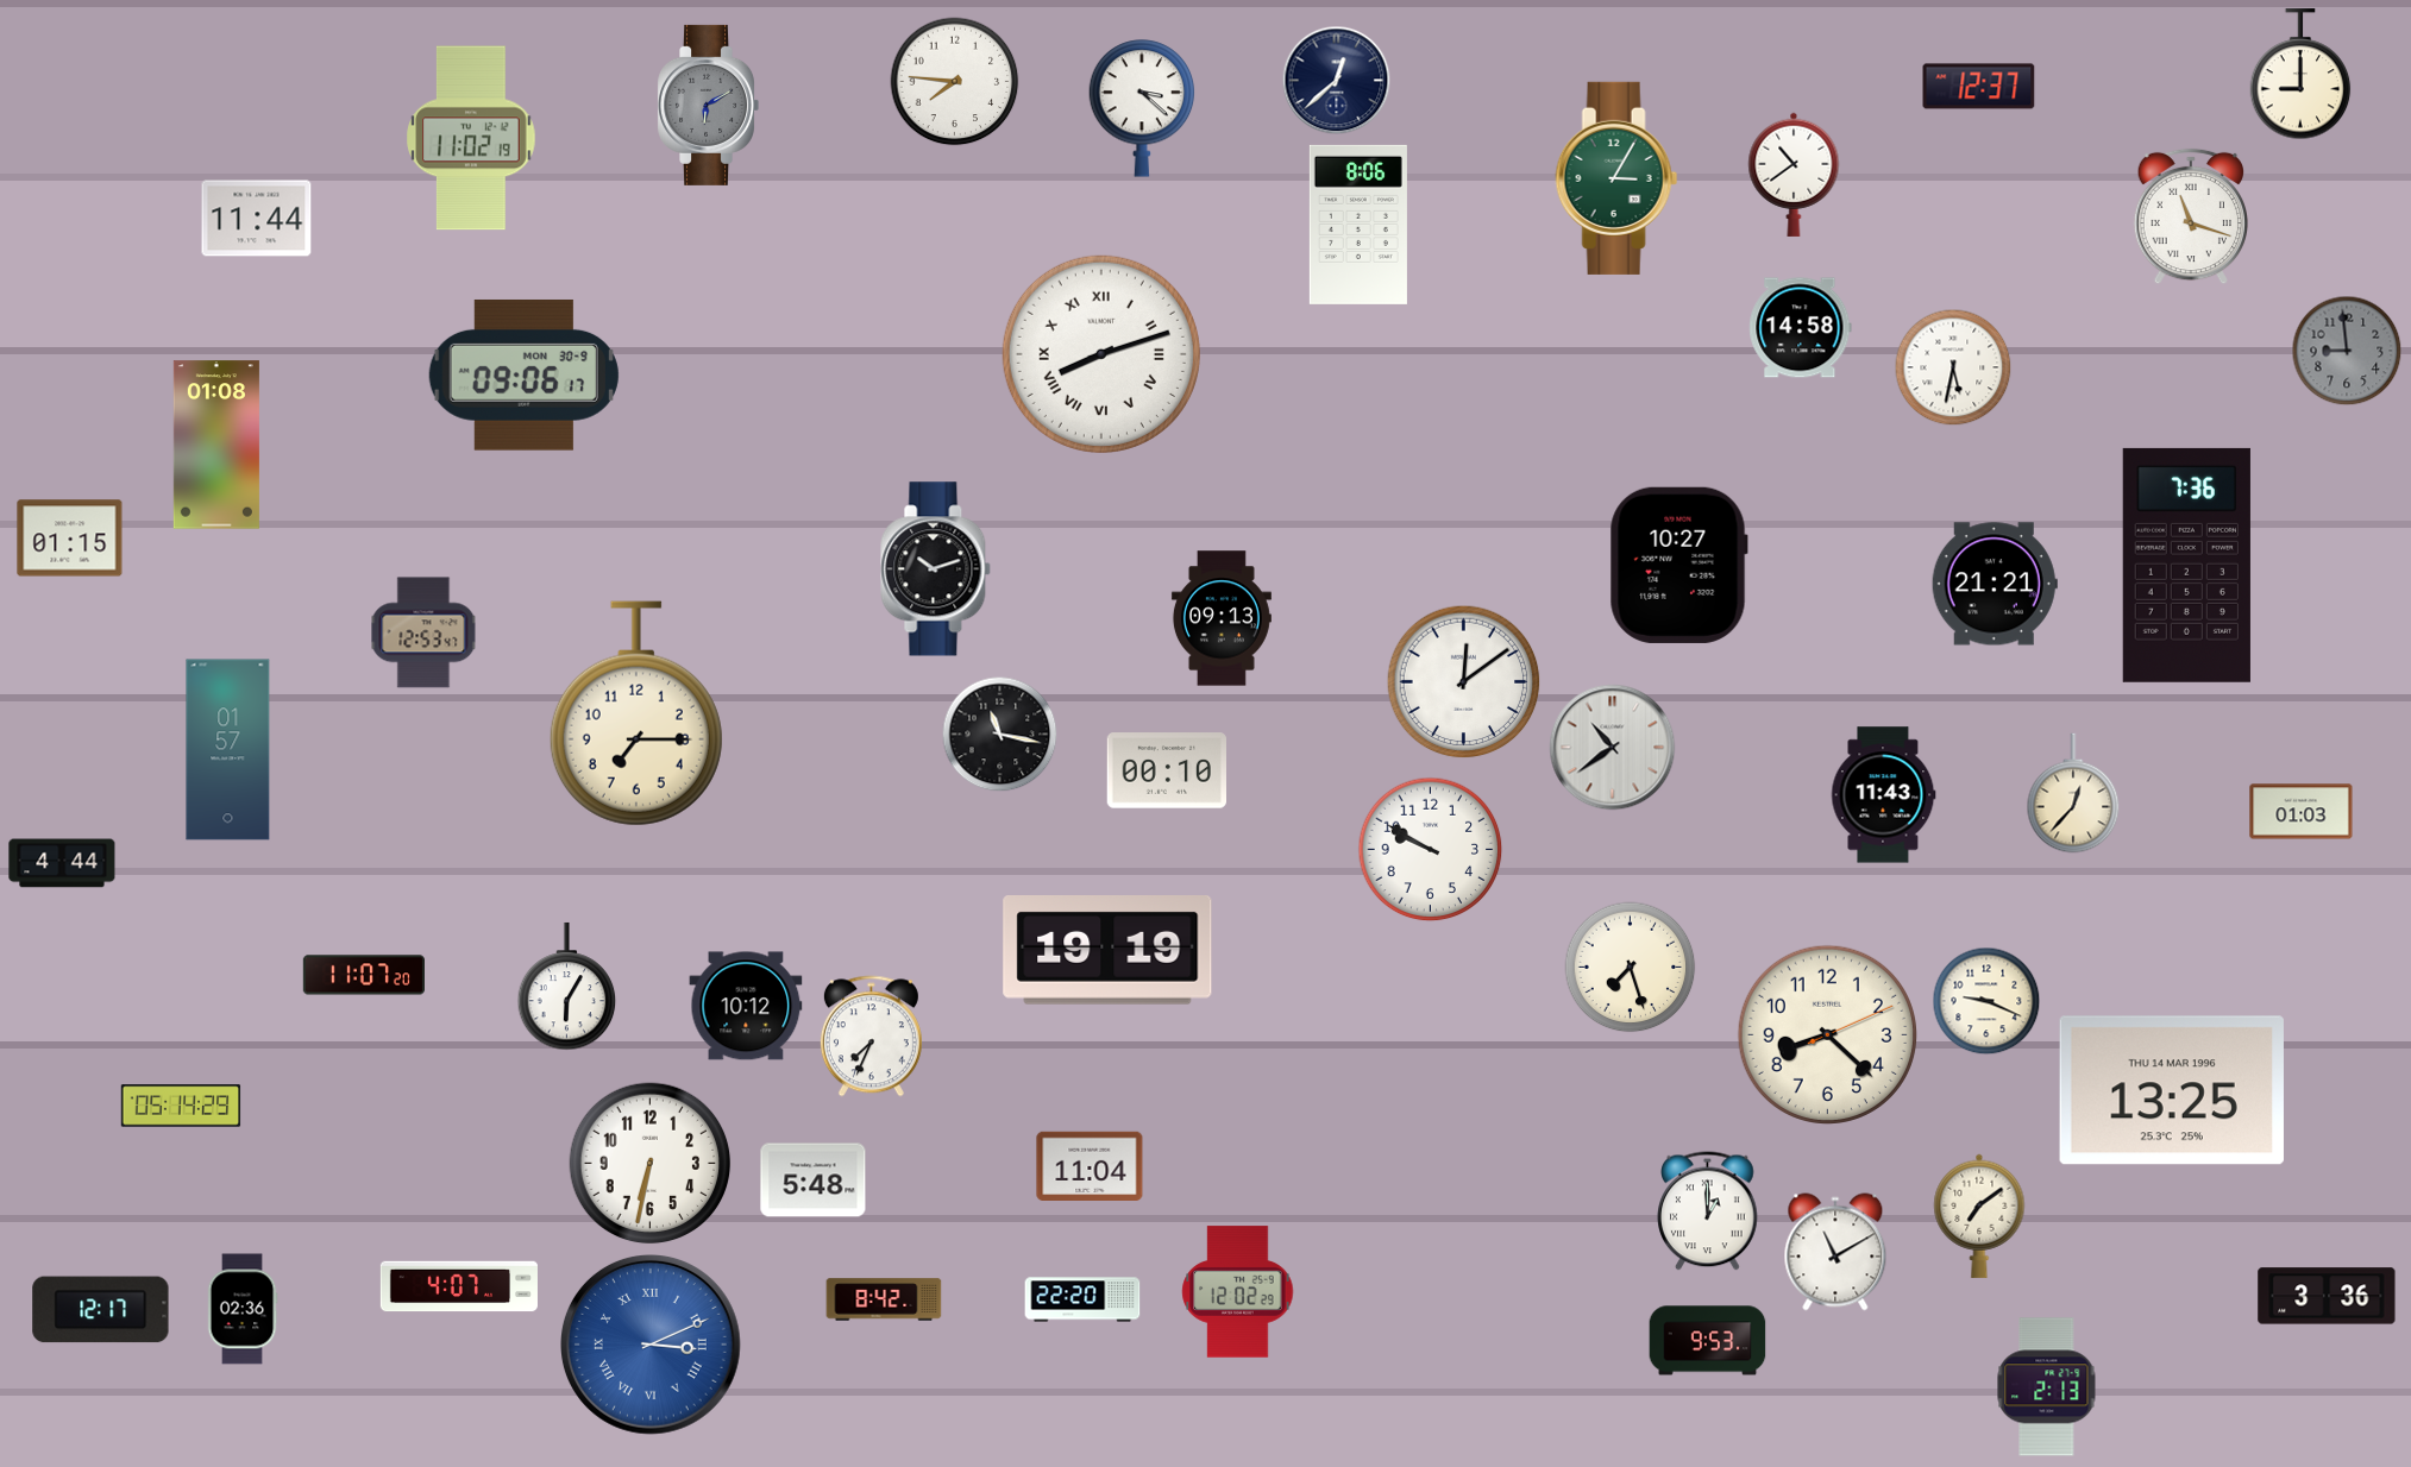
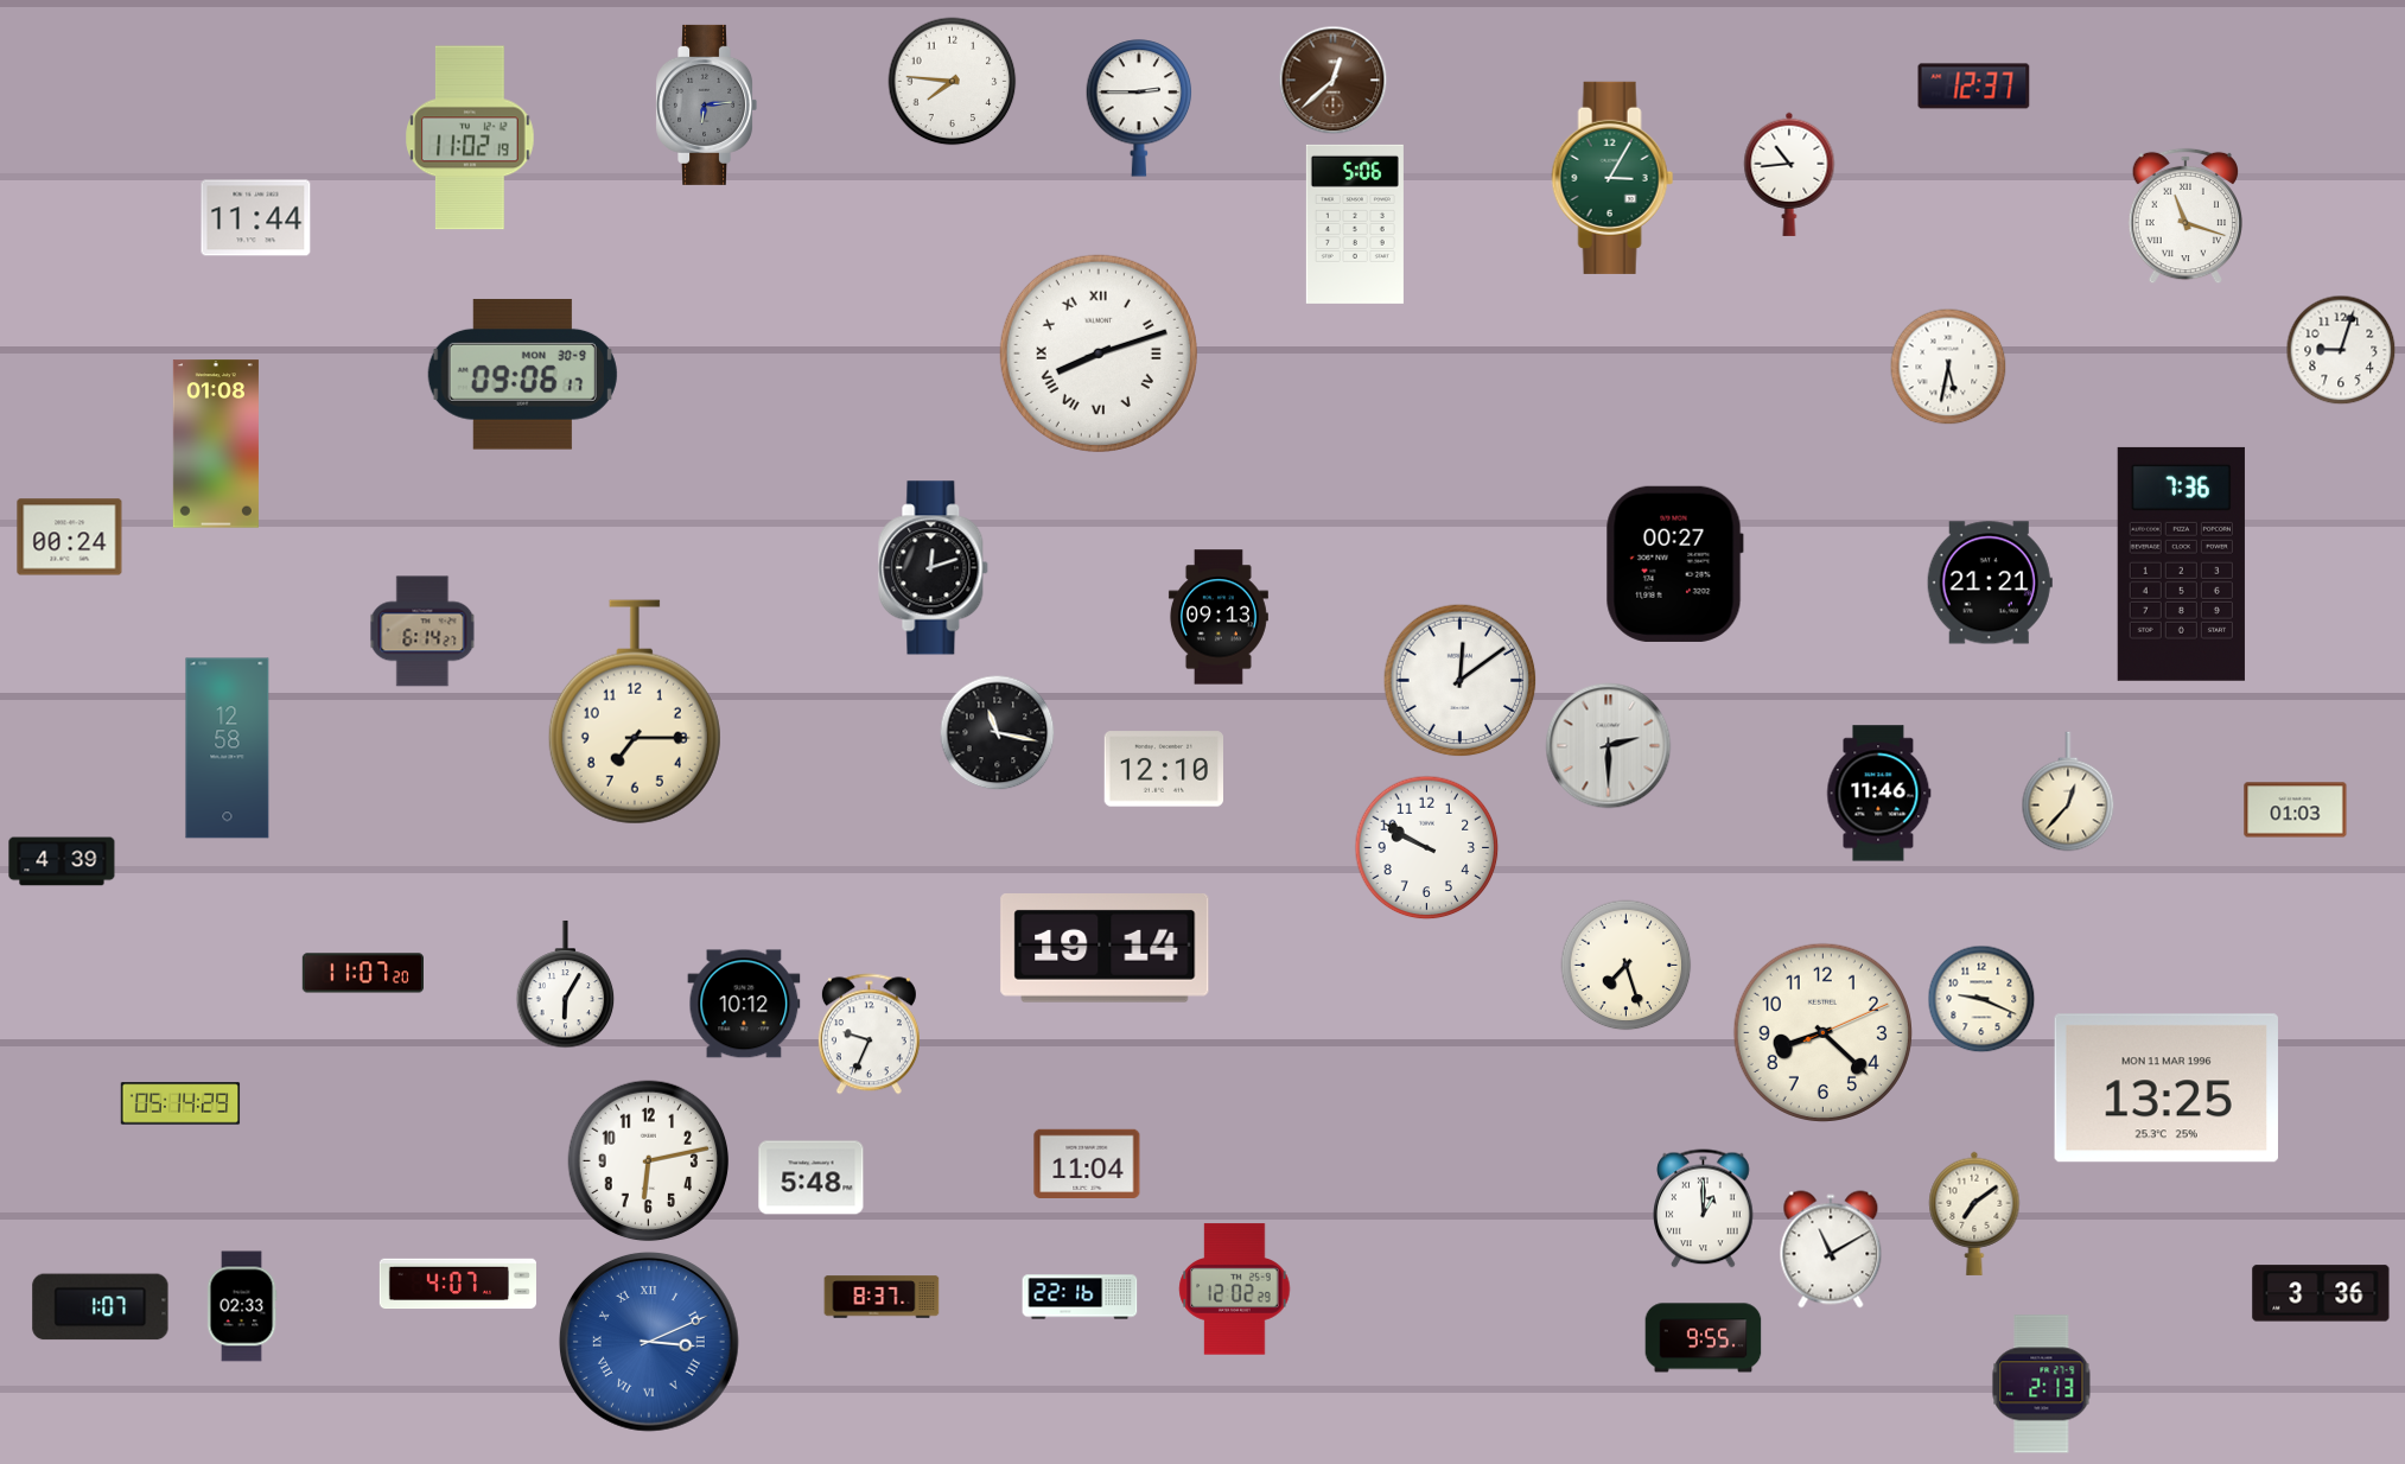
clock at (2300, 75): 9:00 -> none
clock at (1337, 81) dial: navy -> brown
clock at (708, 105): 6:10 -> 6:14
clock at (1142, 108): 3:22 -> 2:45
clock at (1794, 175): 10:39 -> 10:44
clock at (1358, 225): 8:06 -> 5:06
clock at (1801, 328): 14:58 -> none
clock at (2347, 351): 8:59 -> 9:03
clock at (2347, 351) dial: grey -> white
clock at (70, 539): 01:15 -> 00:24
clock at (1678, 565): 10:27 -> 00:27
clock at (936, 569): 10:12 -> 12:12
clock at (423, 632): 12:53 -> 6:14
clock at (1613, 748): 10:39 -> 2:30
clock at (228, 750): 01:57 -> 12:58
clock at (1166, 770): 00:10 -> 12:10
clock at (1884, 795): 11:43 -> 11:46
clock at (62, 863): 4:44 -> 4:39
clock at (1107, 951): 19:19 -> 19:14
clock at (871, 1037): 7:34 -> 9:34
clock at (2172, 1090) date: THU 14 MAR 1996 -> MON 11 MAR 1996
clock at (651, 1164): 6:32 -> 6:13
clock at (884, 1299): 8:42 -> 8:37
clock at (1082, 1299): 22:20 -> 22:16
clock at (243, 1309): 02:36 -> 02:33
clock at (101, 1310): 12:17 -> 1:07
clock at (1708, 1341): 9:53 -> 9:55
